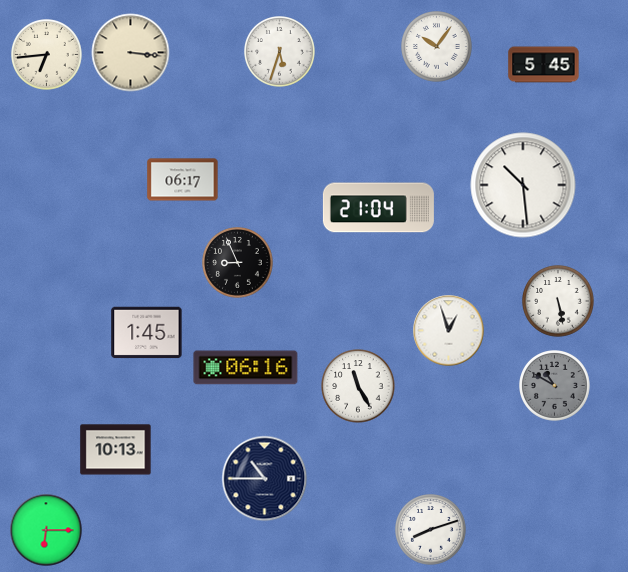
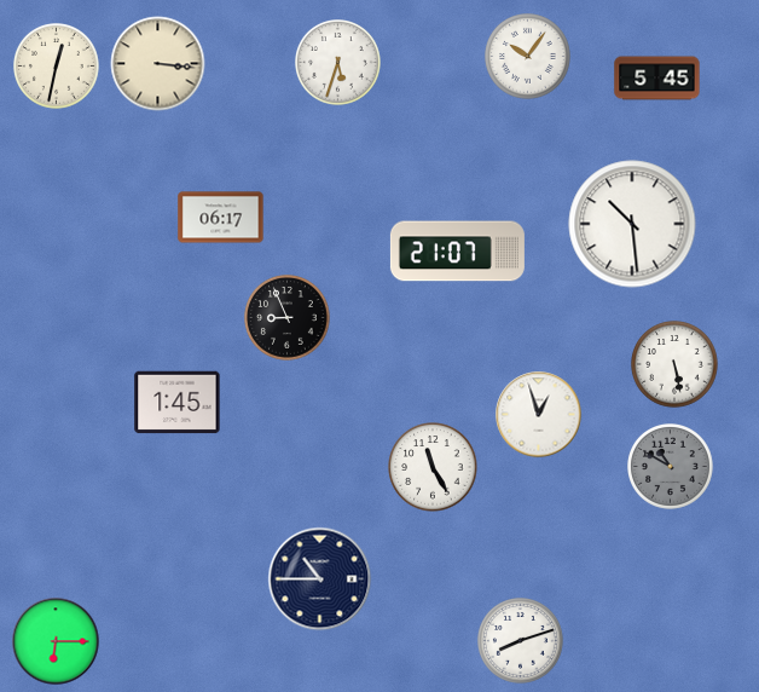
clock at (47, 55): 6:44 -> 12:32
clock at (378, 208): 21:04 -> 21:07
clock at (449, 331) position: (449, 331) -> (539, 415)
clock at (246, 368): 06:16 -> none
clock at (116, 450): 10:13 -> none
